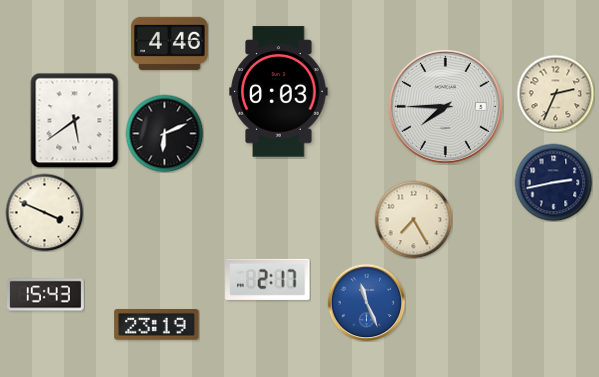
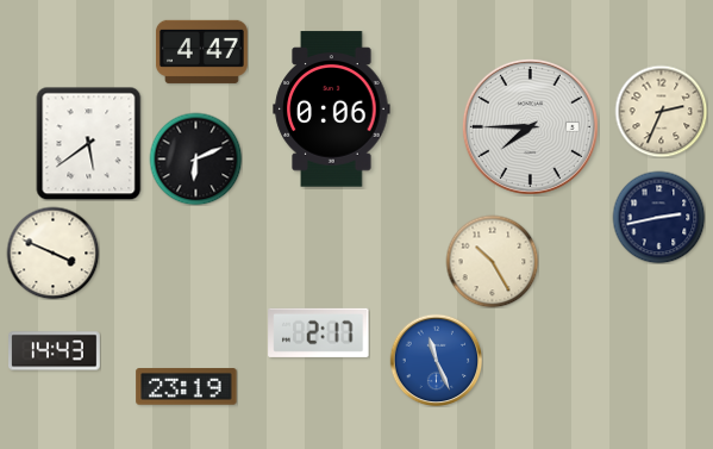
clock at (169, 43): 4:46 -> 4:47
clock at (279, 92): 0:03 -> 0:06
clock at (413, 219): 7:25 -> 10:25
clock at (46, 295): 15:43 -> 14:43
